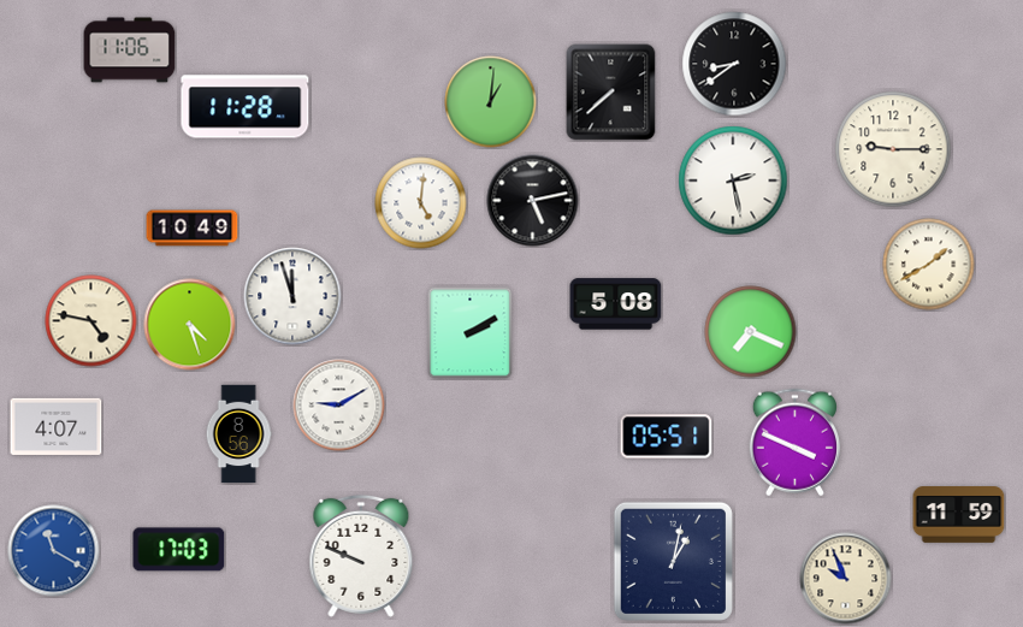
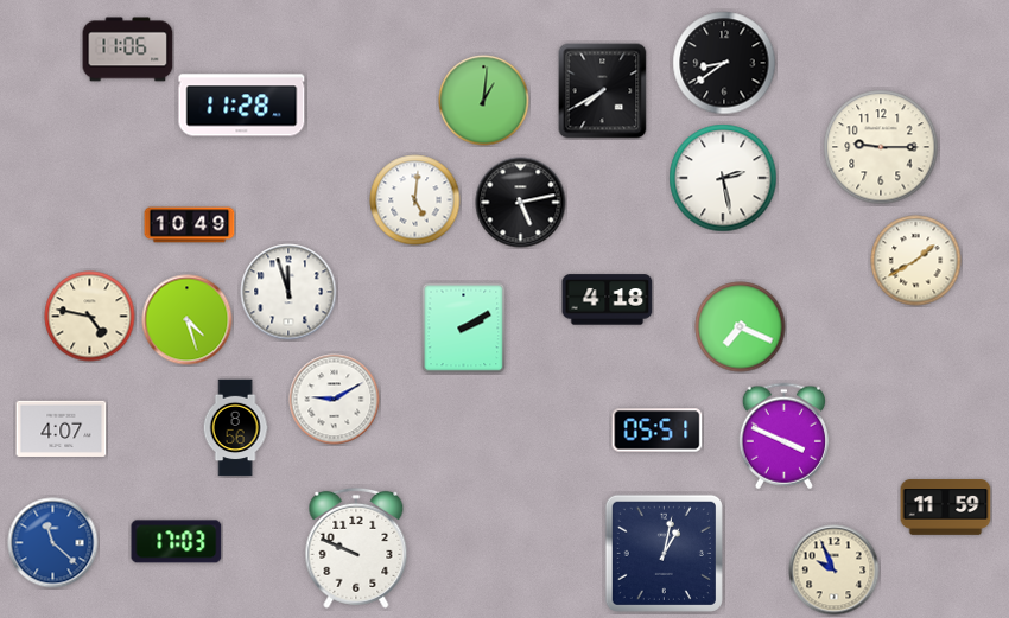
clock at (611, 93): 7:38 -> 7:40
clock at (533, 201) position: (533, 201) -> (521, 203)
clock at (616, 304): 5:08 -> 4:18
clock at (57, 426) position: (57, 426) -> (62, 428)
clock at (54, 551): 11:20 -> 11:22
